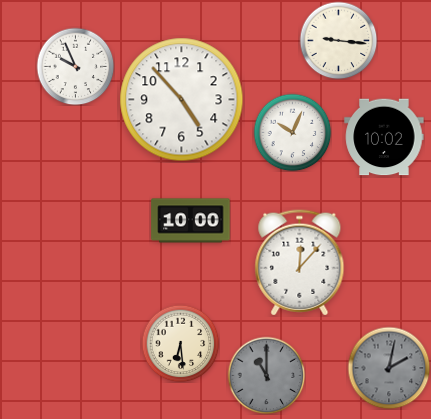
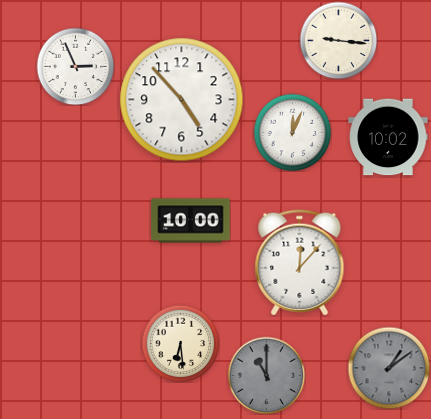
clock at (75, 66): 9:56 -> 2:56
clock at (292, 132): 10:04 -> 12:04
clock at (384, 137) position: (384, 137) -> (388, 137)
clock at (389, 368): 2:02 -> 1:09
